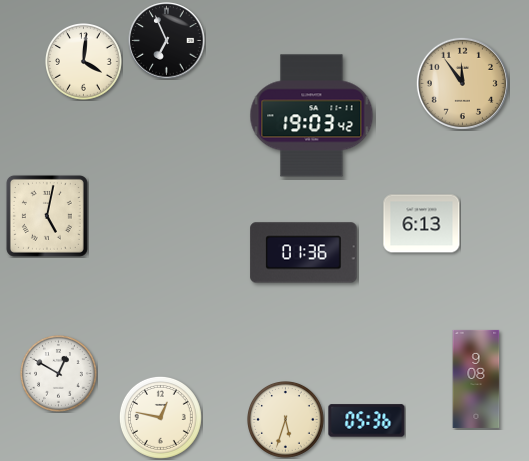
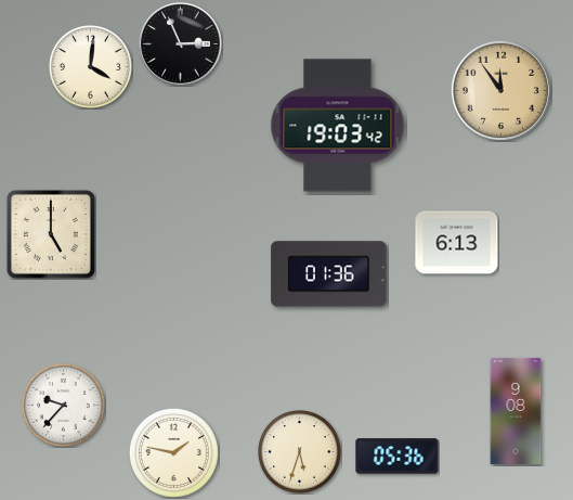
clock at (167, 41): 6:56 -> 2:56
clock at (47, 216): 5:02 -> 5:00
clock at (59, 374): 12:50 -> 9:37
clock at (160, 417): 12:47 -> 1:47
clock at (286, 420) position: (286, 420) -> (300, 452)
